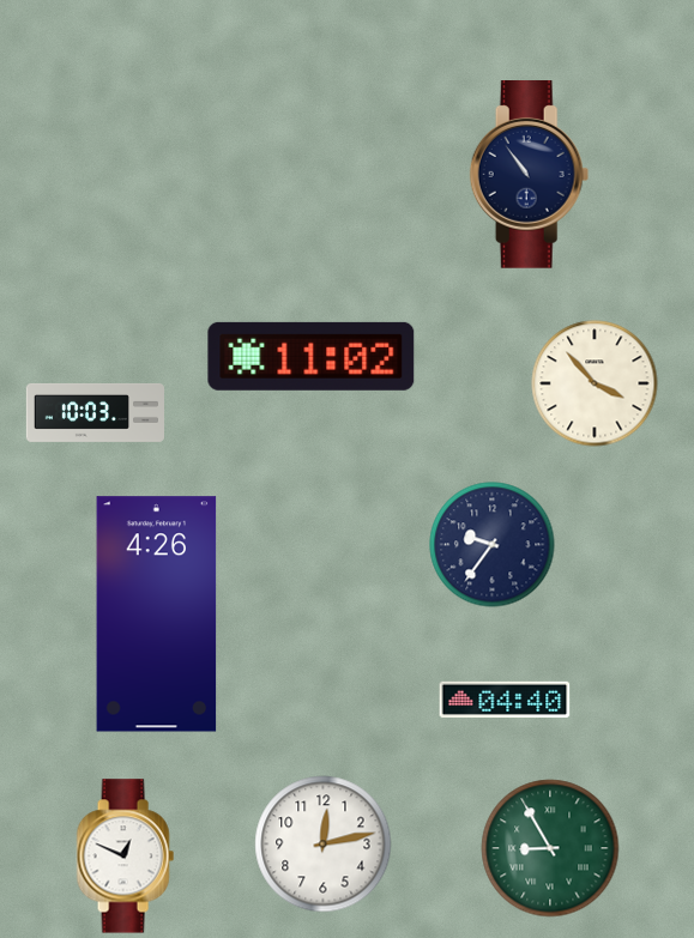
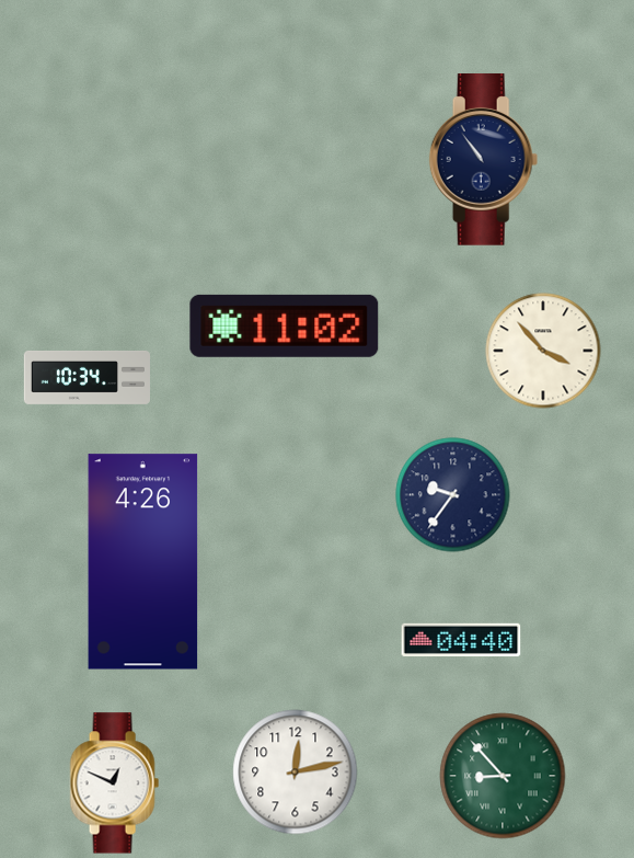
clock at (95, 412): 10:03 -> 10:34
clock at (493, 545) position: (493, 545) -> (453, 495)
clock at (550, 848): 8:55 -> 8:53
